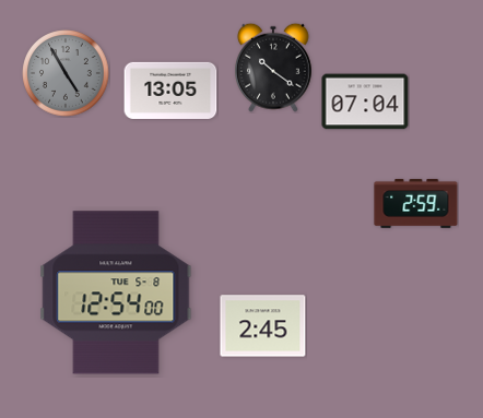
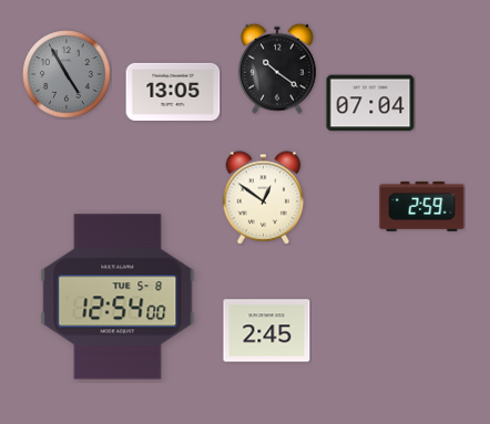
clock at (264, 198): none -> 12:51
